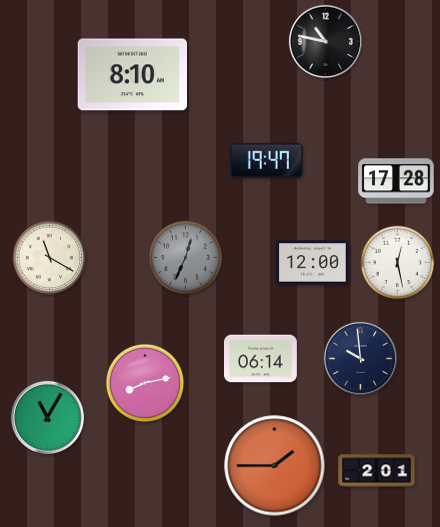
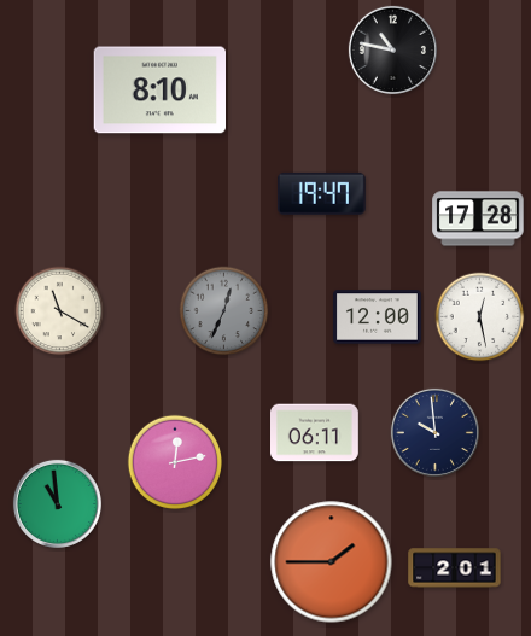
clock at (261, 359): 06:14 -> 06:11
clock at (145, 383): 8:13 -> 12:13
clock at (47, 417): 11:05 -> 10:59
